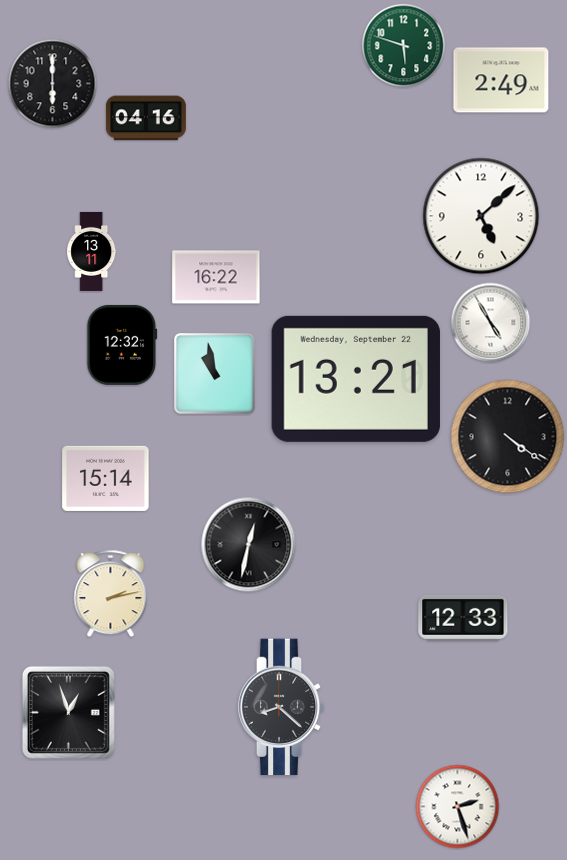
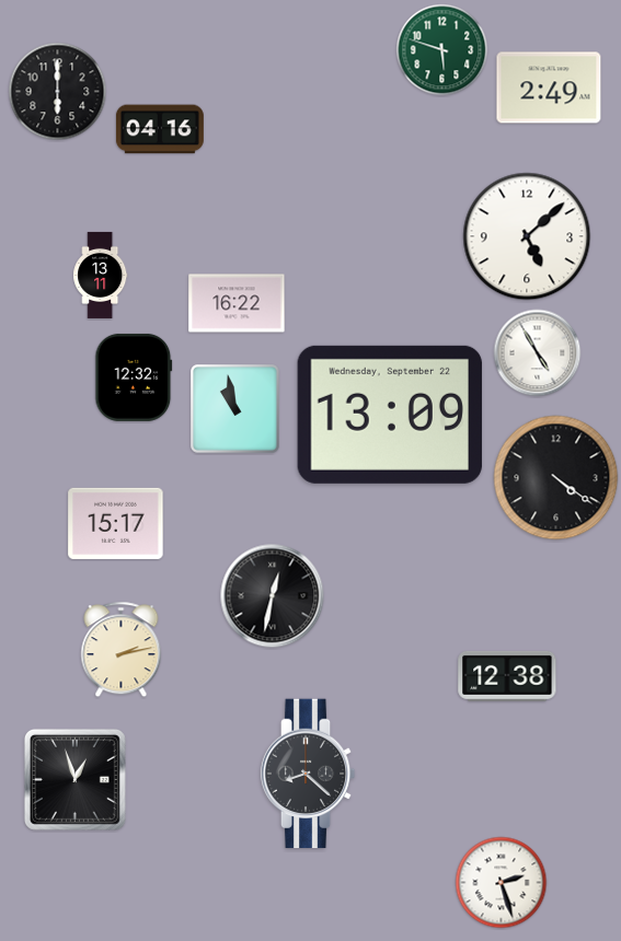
clock at (356, 379): 13:21 -> 13:09
clock at (106, 478): 15:14 -> 15:17
clock at (463, 618): 12:33 -> 12:38
